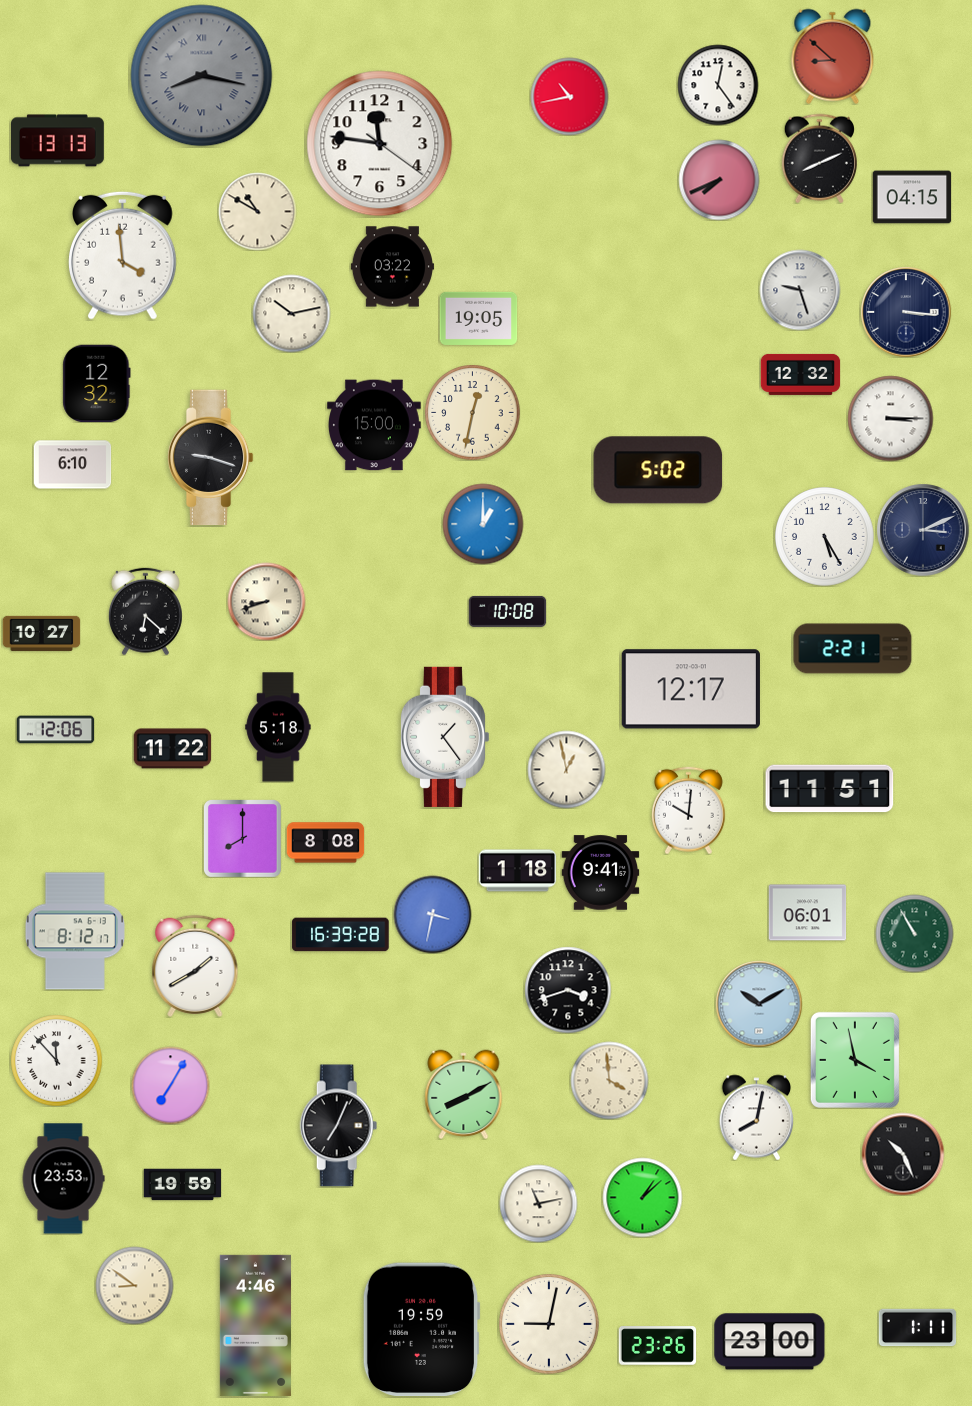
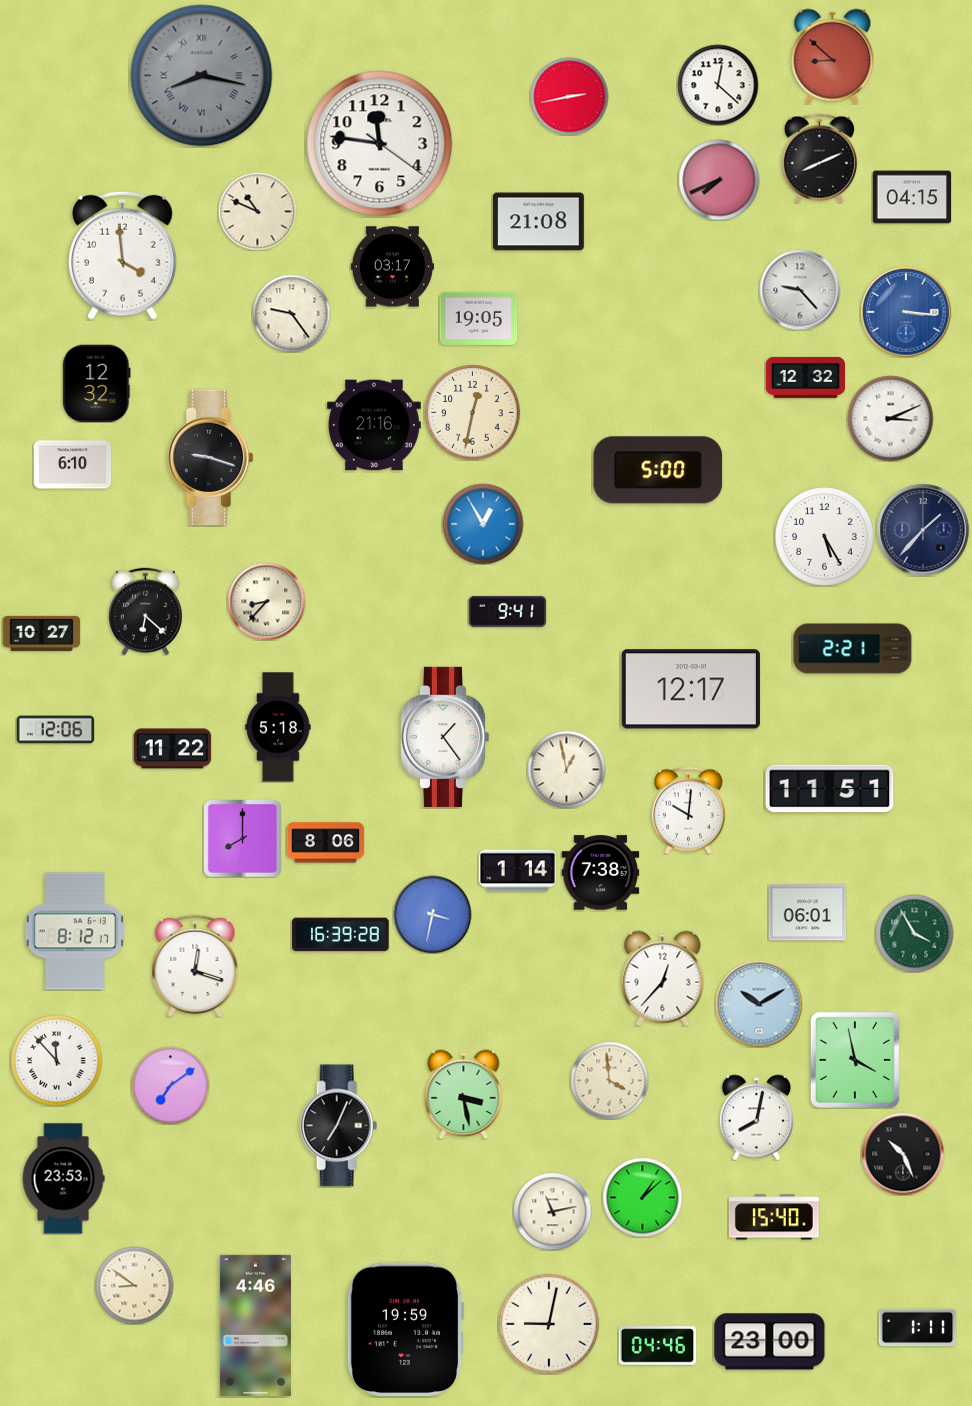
clock at (718, 85): 12:24 -> 12:22
clock at (569, 96): 10:43 -> 2:43
clock at (58, 141): 13:13 -> none
clock at (257, 211): 10:50 -> 10:49
clock at (538, 222): none -> 21:08
clock at (392, 267): 03:22 -> 03:17
clock at (800, 290): 9:27 -> 9:23
clock at (906, 312) dial: navy -> blue
clock at (291, 313): 10:13 -> 9:24
clock at (800, 374) position: (800, 374) -> (805, 377)
clock at (890, 418): 3:15 -> 3:11
clock at (374, 425): 15:00 -> 21:16
clock at (658, 470): 5:02 -> 5:00
clock at (483, 524): 1:00 -> 12:55
clock at (923, 530): 3:11 -> 1:37
clock at (266, 601): 8:42 -> 8:37
clock at (507, 611): 10:08 -> 9:41
clock at (325, 843): 8:08 -> 8:06
clock at (517, 871): 1:18 -> 1:14
clock at (600, 873): 9:41 -> 7:38
clock at (914, 933): 10:55 -> 3:55
clock at (195, 966): 1:40 -> 12:18
clock at (663, 978): none -> 12:37
clock at (568, 990): 3:42 -> none
clock at (170, 1085): 7:05 -> 7:09
clock at (464, 1094): 8:10 -> 3:28
clock at (182, 1185): 19:59 -> none
clock at (538, 1203) position: (538, 1203) -> (552, 1211)
clock at (774, 1217): none -> 15:40
clock at (421, 1330) position: (421, 1330) -> (405, 1330)
clock at (657, 1346): 23:26 -> 04:46
